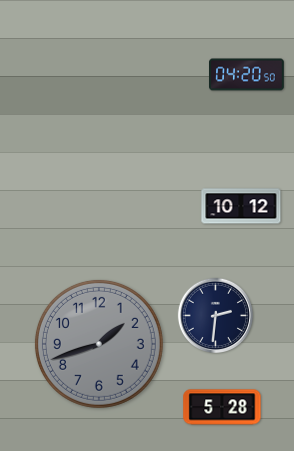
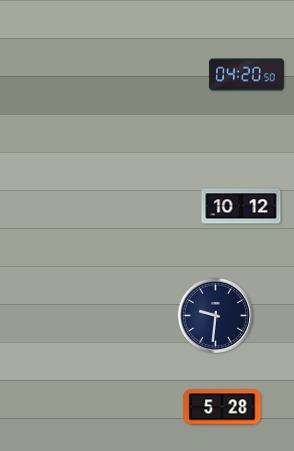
clock at (215, 315): 2:31 -> 9:31
clock at (99, 344): 1:42 -> none
